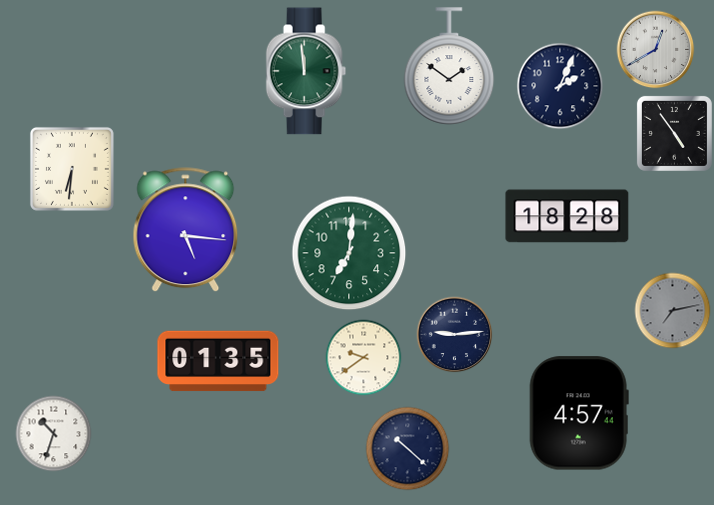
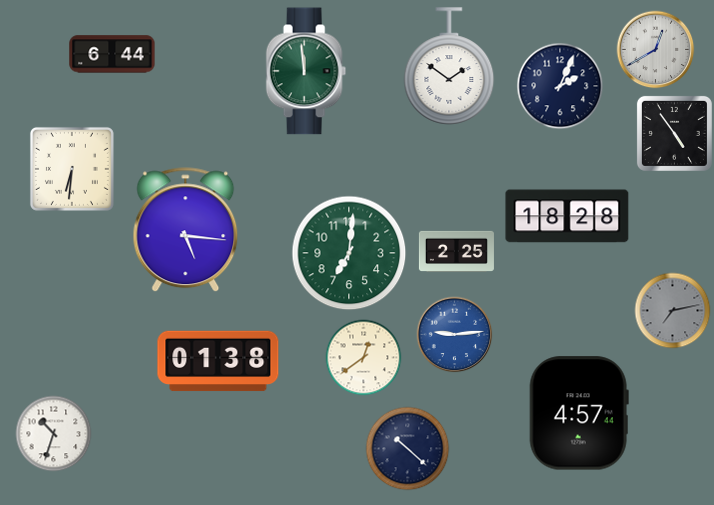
clock at (112, 54): none -> 6:44
clock at (456, 251): none -> 2:25
clock at (455, 335) dial: navy -> blue
clock at (364, 358): 9:39 -> 12:39
clock at (218, 361): 01:35 -> 01:38
